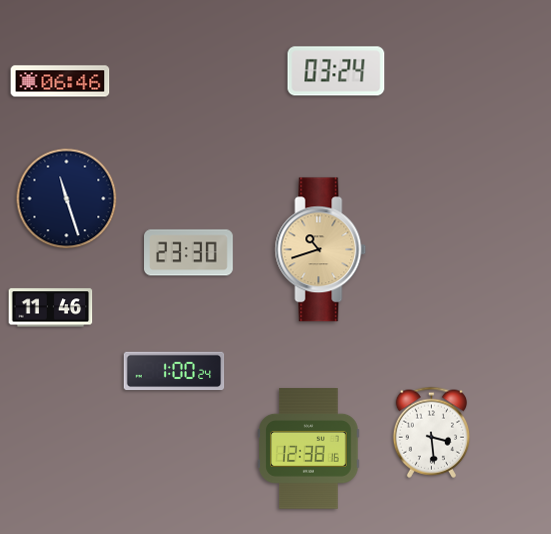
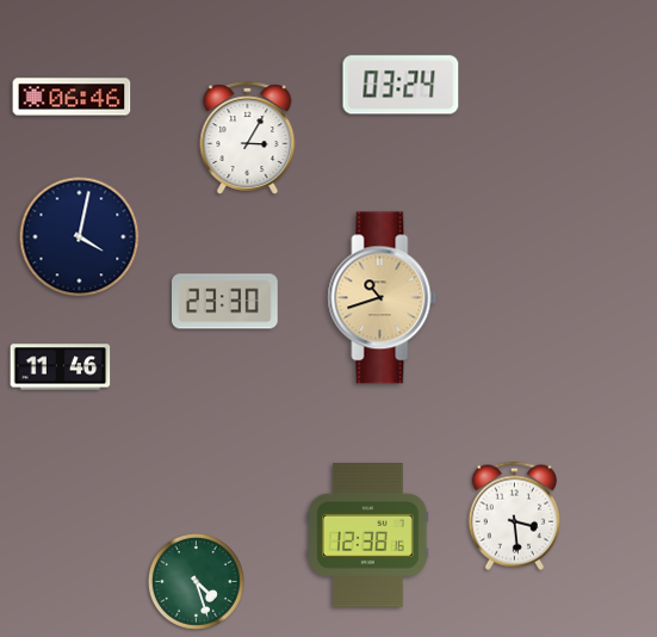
clock at (248, 138): none -> 3:05
clock at (67, 199): 11:27 -> 4:02
clock at (174, 371): 1:00 -> none
clock at (196, 581): none -> 4:27
